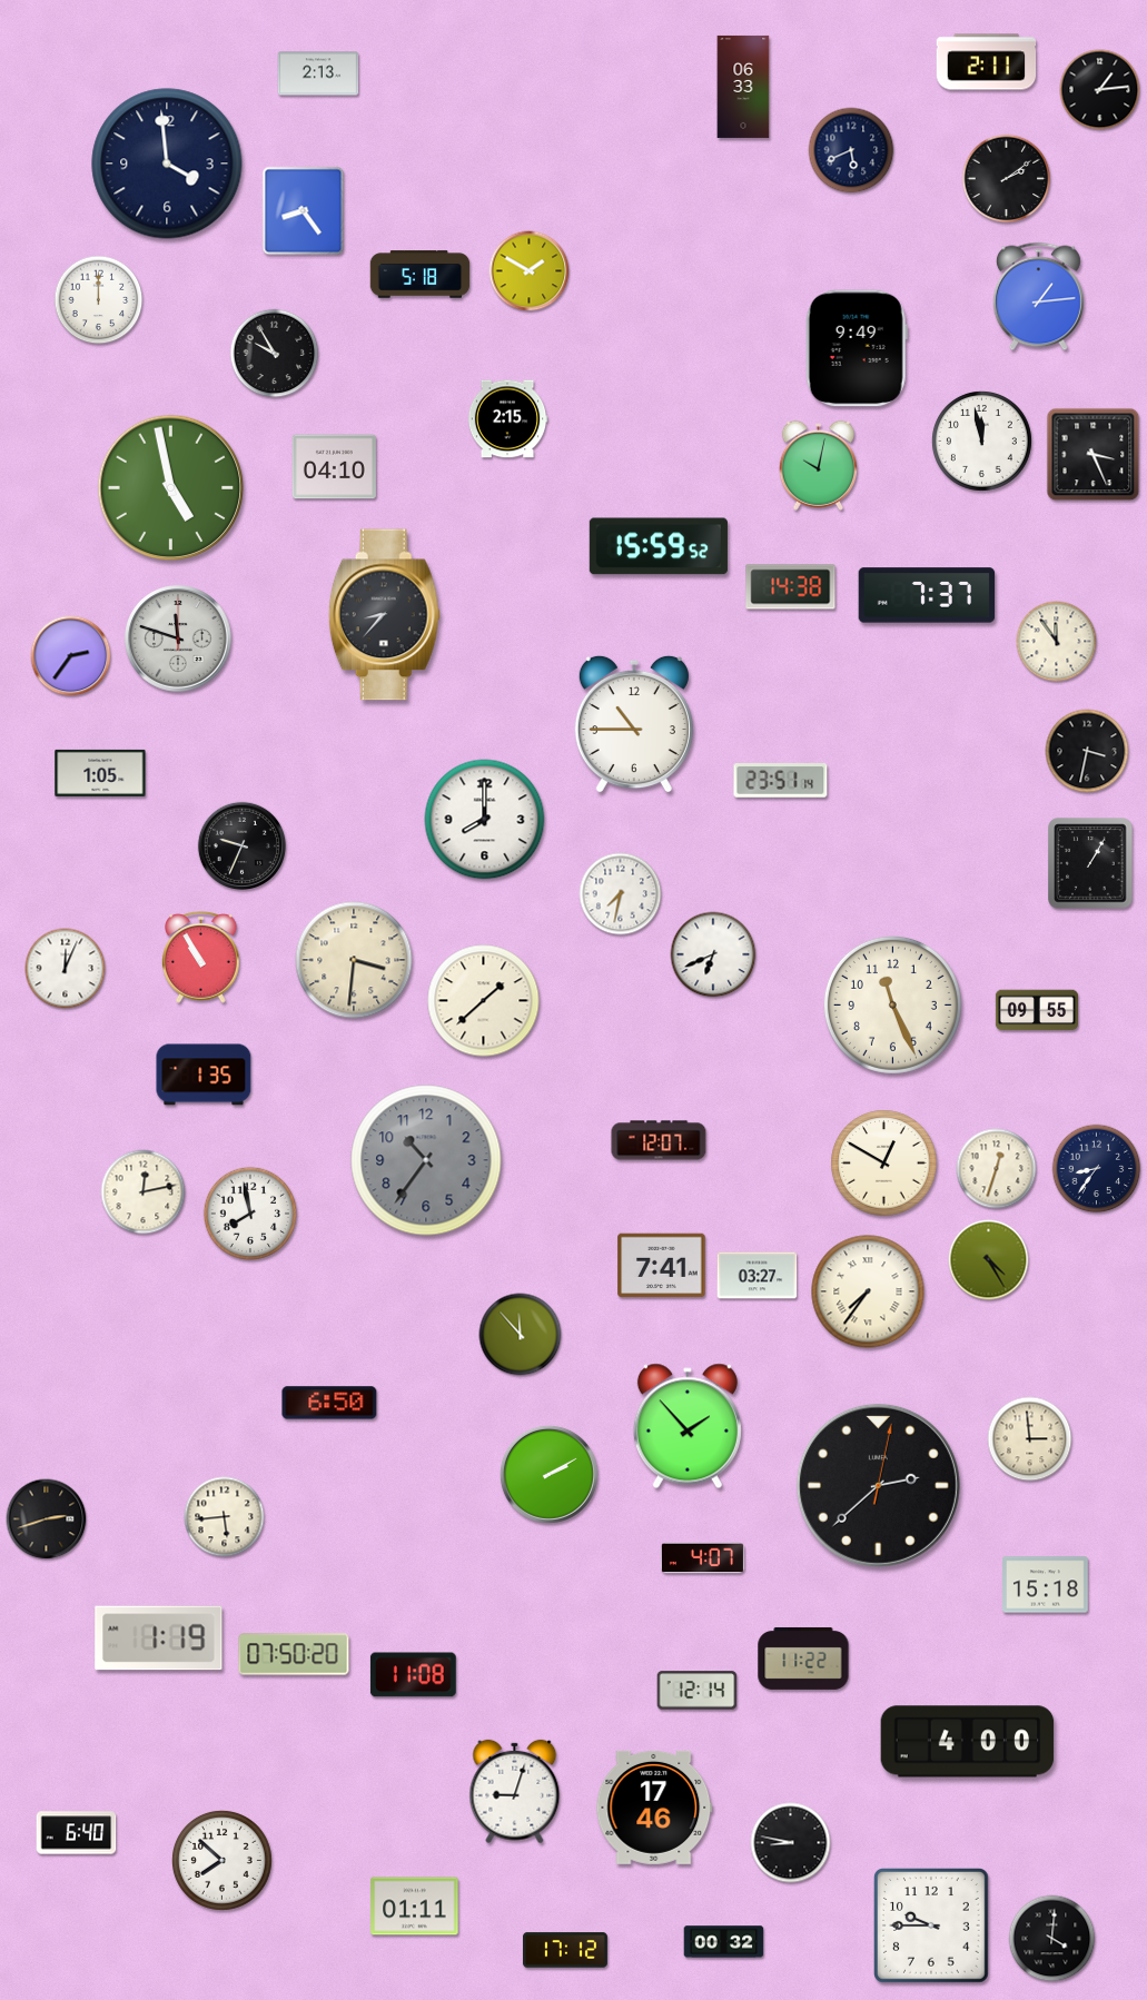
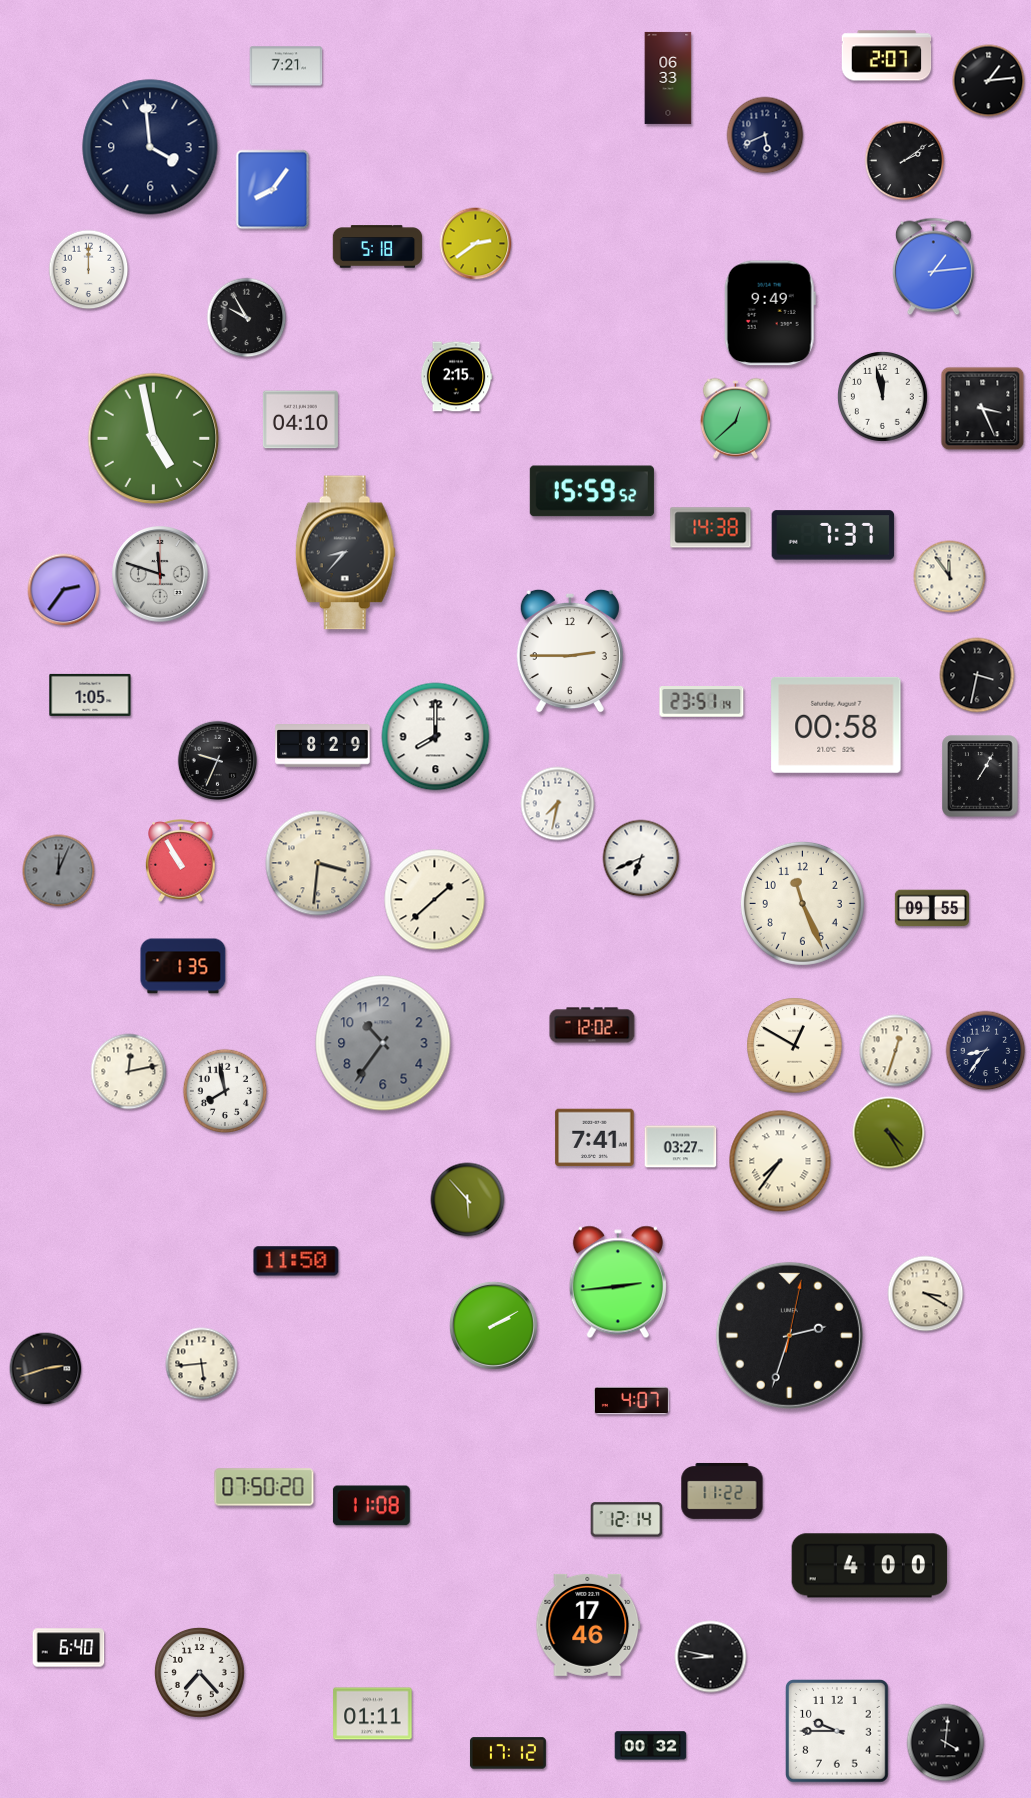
clock at (987, 62): 2:11 -> 2:07
clock at (318, 73): 2:13 -> 7:21
clock at (304, 211): 8:24 -> 8:06
clock at (530, 271): 1:50 -> 2:39
clock at (818, 465): 10:02 -> 12:38
clock at (634, 724): 10:45 -> 2:45
clock at (836, 725): none -> 00:58
clock at (323, 746): none -> 8:29
clock at (66, 969) dial: white -> grey
clock at (659, 1140): 12:07 -> 12:02
clock at (521, 1335): 11:53 -> 5:53
clock at (329, 1403): 6:50 -> 11:50
clock at (688, 1426): 1:53 -> 2:44
clock at (1030, 1439): 2:59 -> 3:20
clock at (878, 1485): 2:38 -> 2:33
clock at (47, 1519) position: (47, 1519) -> (46, 1369)
clock at (1046, 1585): 15:18 -> none
clock at (159, 1638): 1:19 -> none
clock at (515, 1792): 9:03 -> none
clock at (221, 1860): 7:52 -> 7:23
